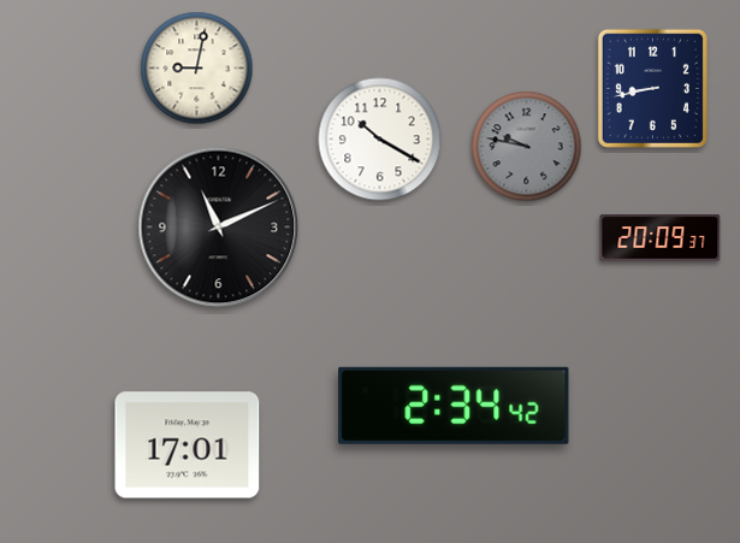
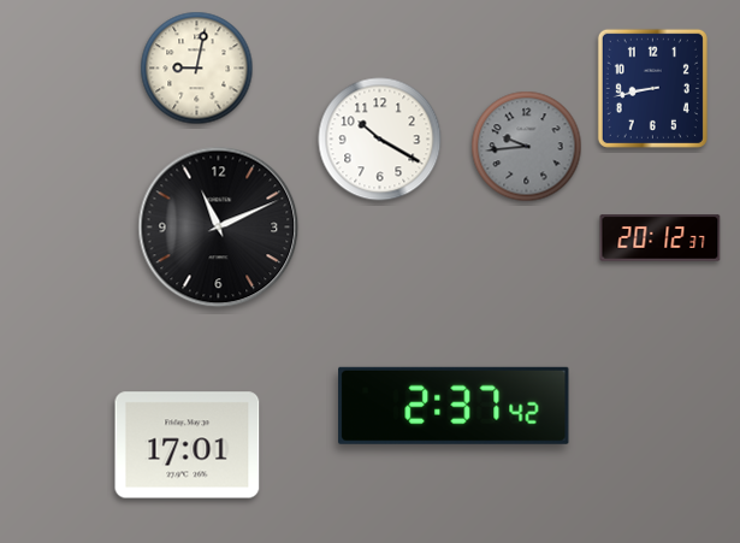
clock at (527, 147): 9:47 -> 9:44
clock at (661, 238): 20:09 -> 20:12
clock at (454, 406): 2:34 -> 2:37
